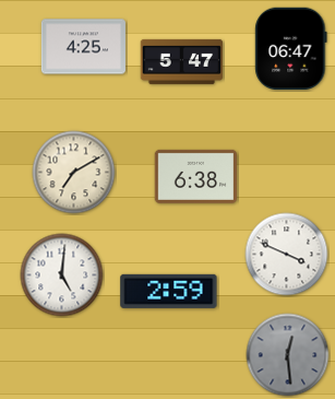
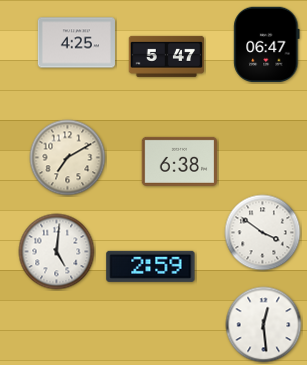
clock at (287, 255): 3:49 -> 3:51
clock at (169, 291) position: (169, 291) -> (151, 266)
clock at (288, 355) dial: grey -> white
